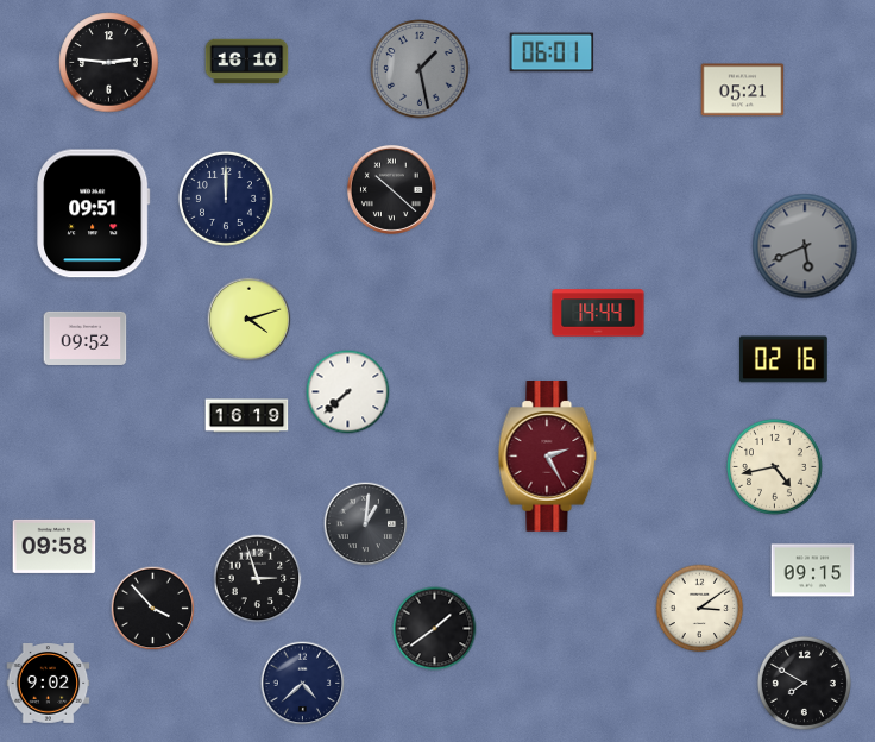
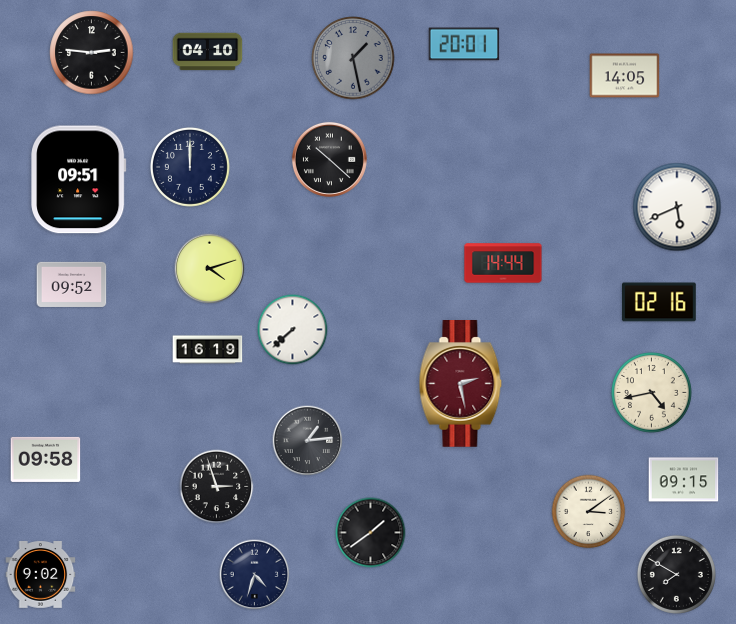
clock at (552, 52): 06:01 -> 20:01
clock at (247, 62): 16:10 -> 04:10
clock at (743, 90): 05:21 -> 14:05
clock at (805, 246) dial: grey -> white
clock at (548, 457): 2:25 -> 2:28
clock at (366, 524): 1:01 -> 1:14
clock at (153, 609): 3:53 -> none
clock at (435, 629) position: (435, 629) -> (371, 533)
clock at (303, 684): 4:38 -> 4:33
